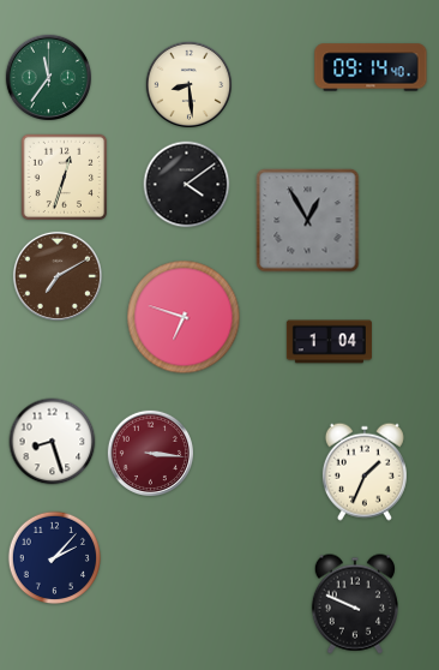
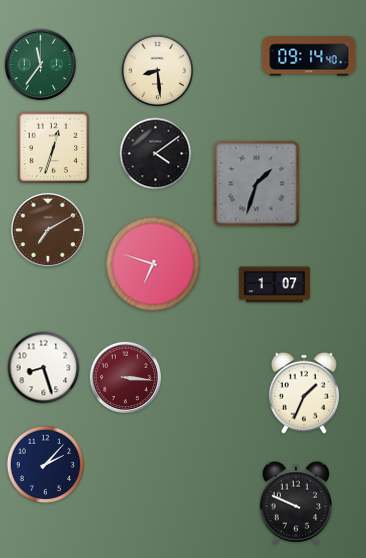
clock at (308, 221): 12:55 -> 1:33
clock at (329, 342): 1:04 -> 1:07
